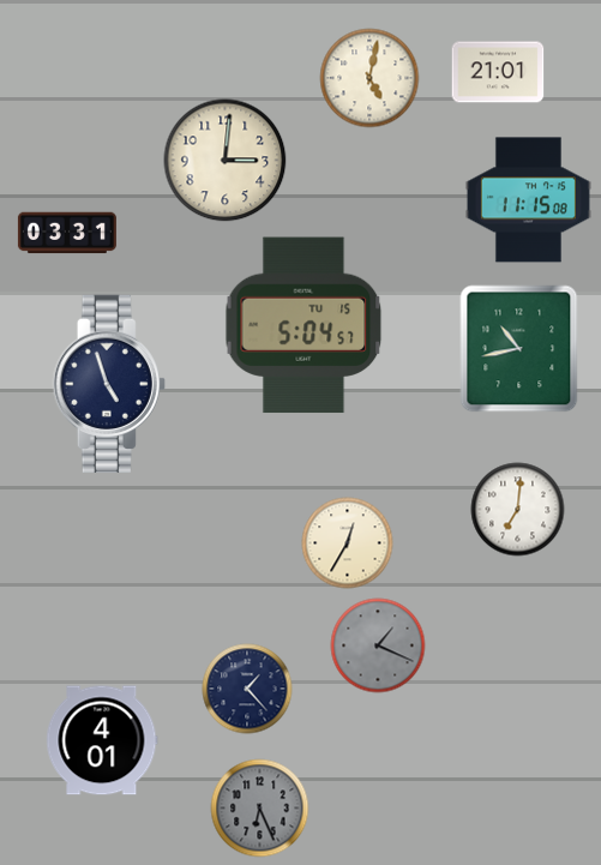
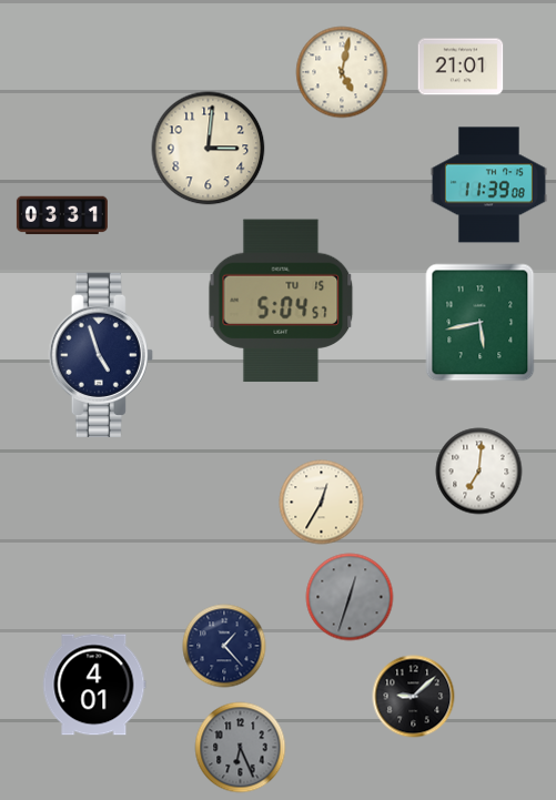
clock at (528, 200): 11:15 -> 11:39
clock at (519, 349): 10:43 -> 5:43
clock at (378, 645): 1:19 -> 12:33
clock at (247, 689) position: (247, 689) -> (224, 646)
clock at (414, 697): none -> 9:08
